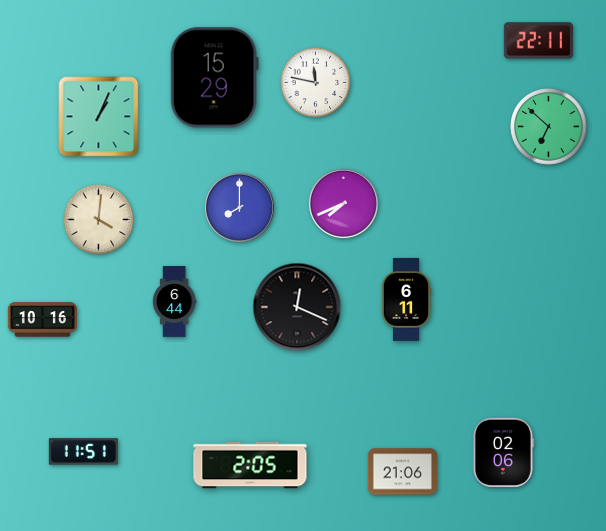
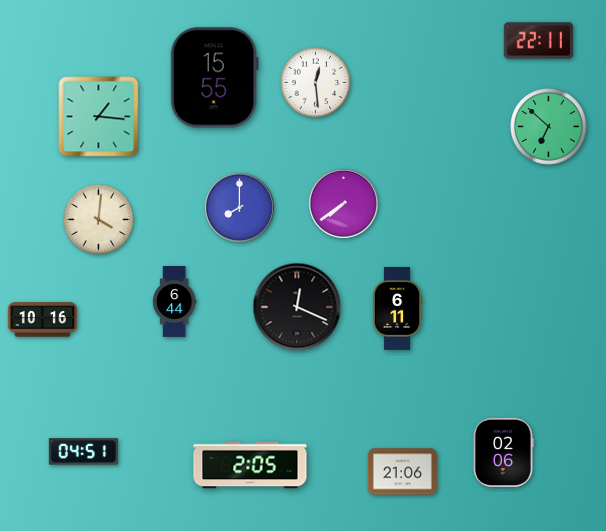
clock at (214, 78): 15:29 -> 15:55
clock at (316, 83): 11:47 -> 12:29
clock at (99, 117): 1:04 -> 1:16
clock at (343, 203): 7:41 -> 7:39
clock at (406, 299) position: (406, 299) -> (397, 308)
clock at (83, 452): 11:51 -> 04:51
